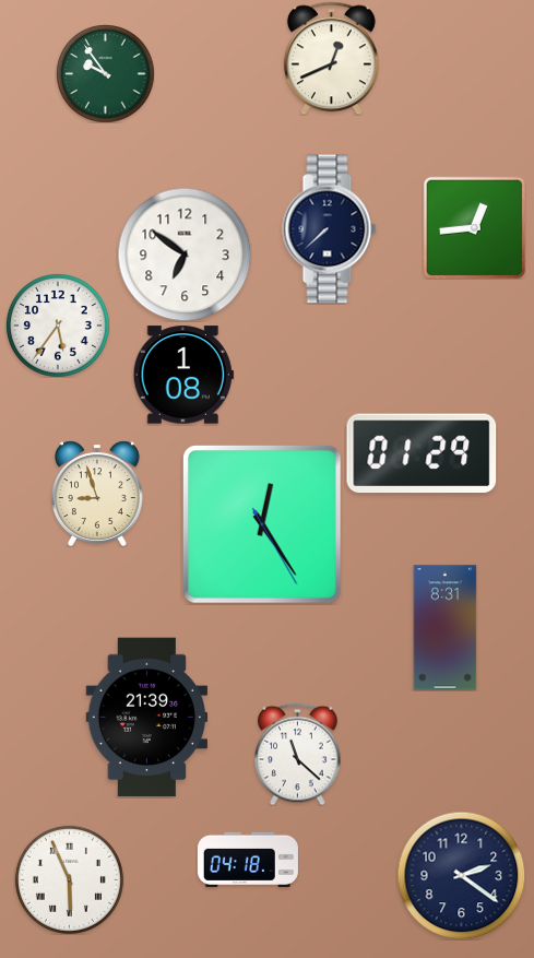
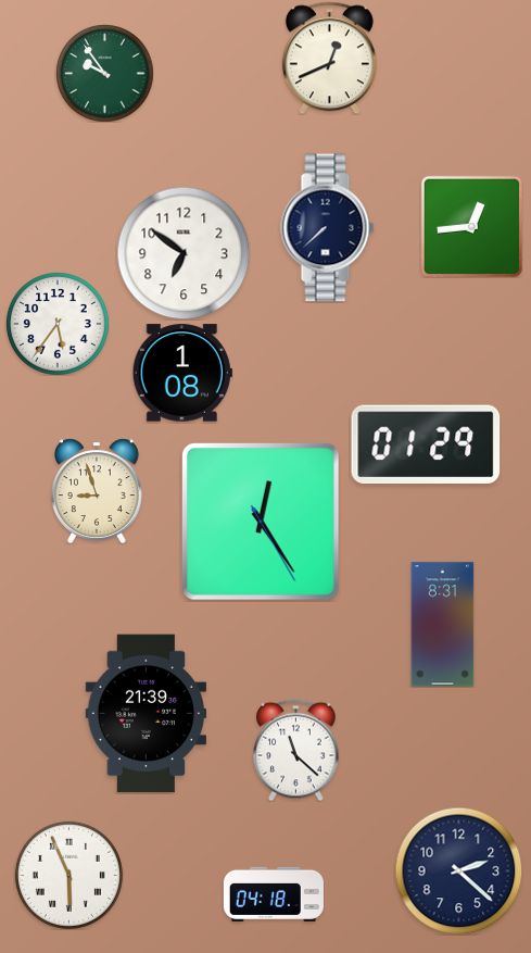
clock at (422, 453) position: (422, 453) -> (426, 444)
clock at (248, 860) position: (248, 860) -> (274, 894)
clock at (461, 875): 2:21 -> 2:22
